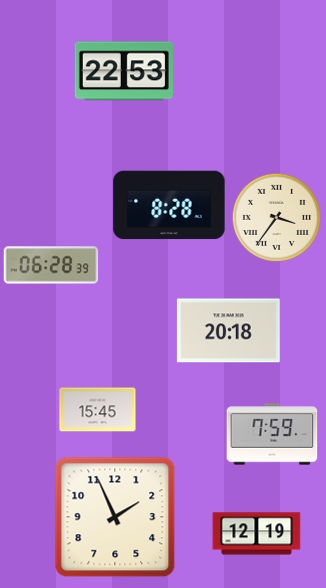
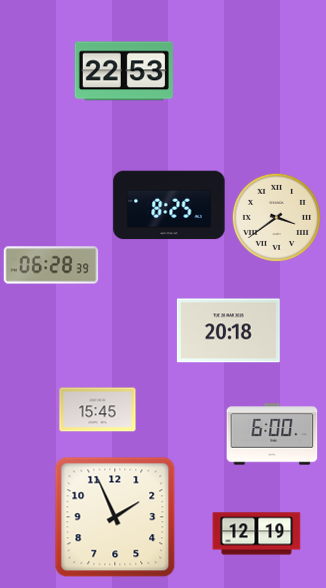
clock at (169, 205): 8:28 -> 8:25
clock at (276, 217): 3:36 -> 3:39
clock at (272, 434): 7:59 -> 6:00
